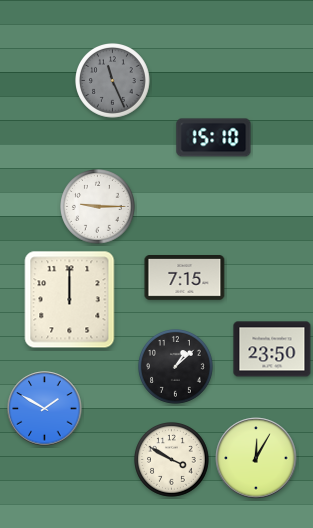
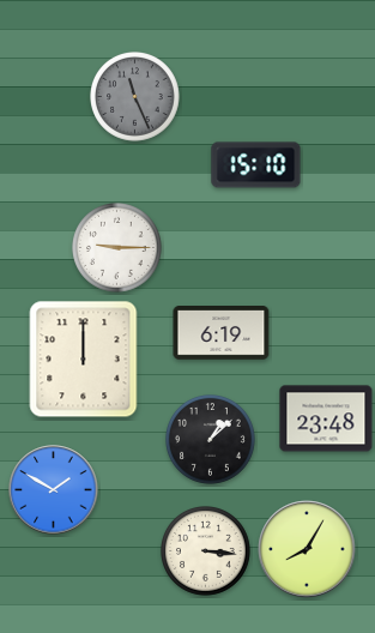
clock at (185, 278): 7:15 -> 6:19
clock at (272, 349): 23:50 -> 23:48
clock at (256, 458): 12:05 -> 8:05
clock at (172, 460): 3:50 -> 3:16
